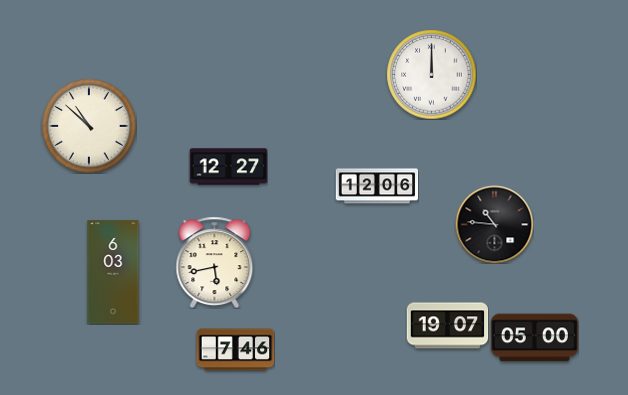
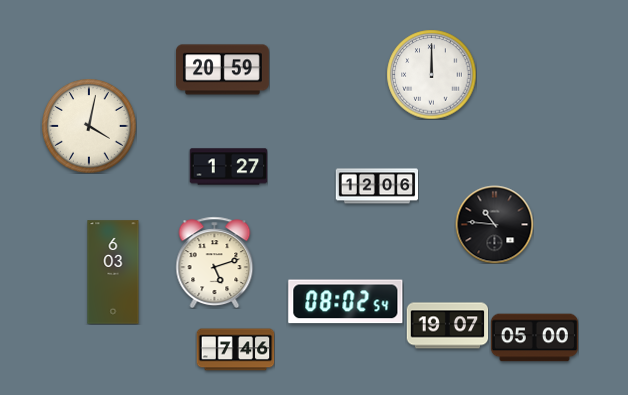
clock at (222, 70): none -> 20:59
clock at (89, 126): 10:52 -> 4:02
clock at (228, 167): 12:27 -> 1:27
clock at (215, 262): 5:43 -> 5:12
clock at (346, 302): none -> 08:02
